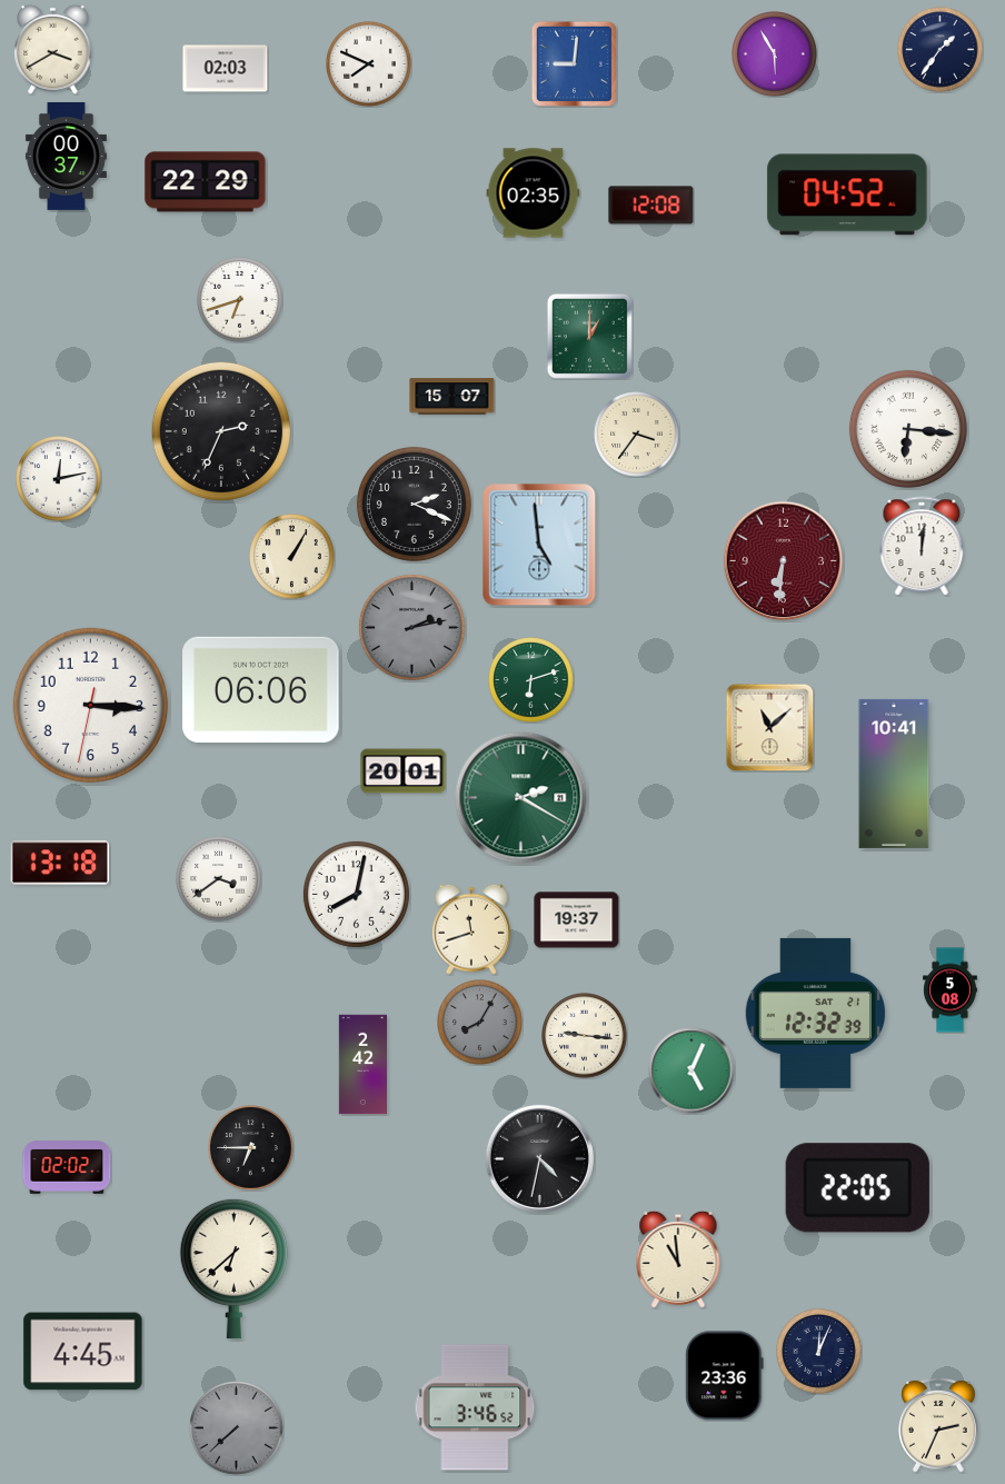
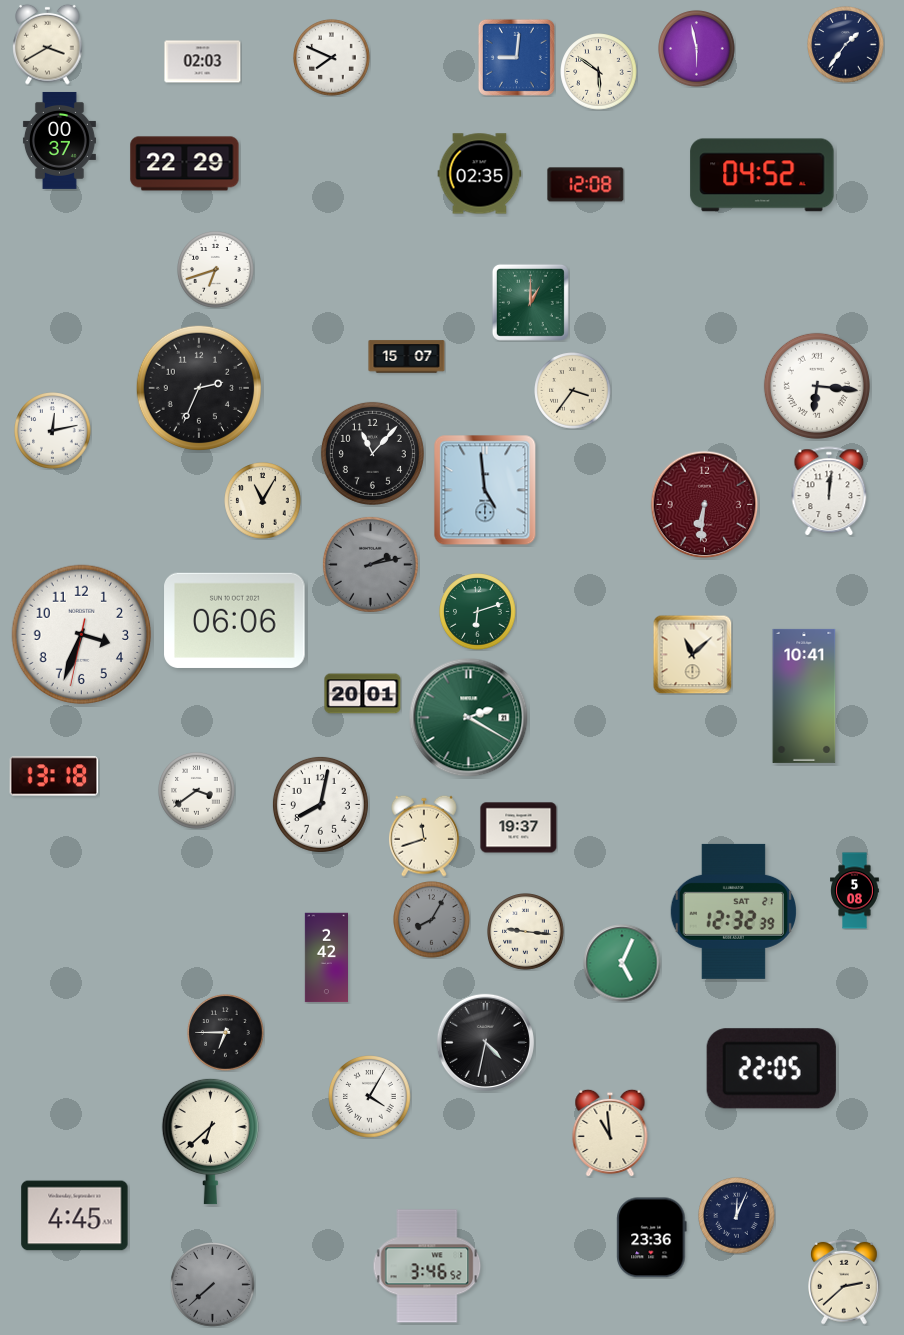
clock at (775, 54): 5:55 -> 5:58
clock at (599, 72): none -> 5:51
clock at (414, 504): 2:19 -> 11:07
clock at (292, 557): 1:05 -> 11:05
clock at (91, 706): 3:15 -> 3:33
clock at (67, 1167): 02:02 -> none
clock at (370, 1097): none -> 4:05
clock at (939, 1425): 2:34 -> 2:38
